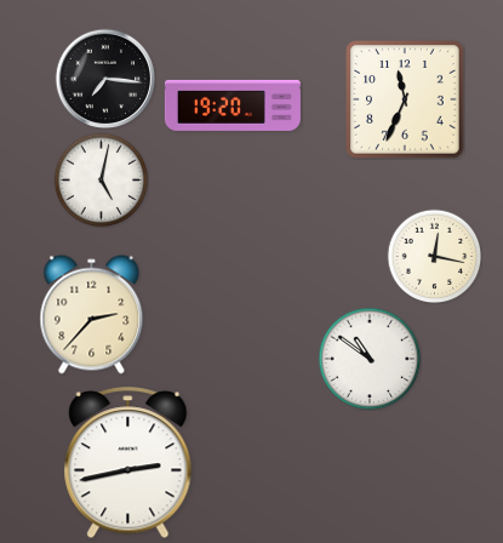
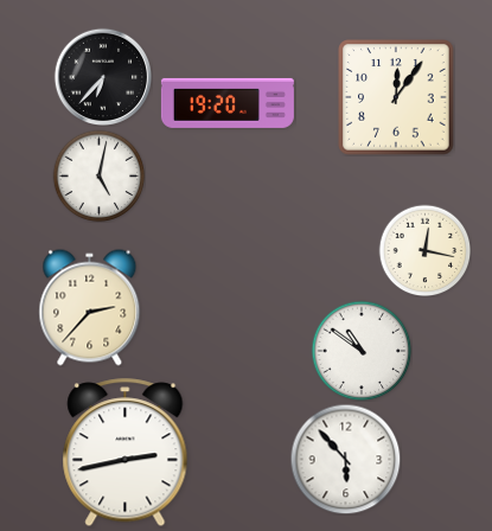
clock at (105, 79): 7:16 -> 6:37
clock at (405, 99): 11:34 -> 12:06
clock at (345, 459): none -> 5:53
